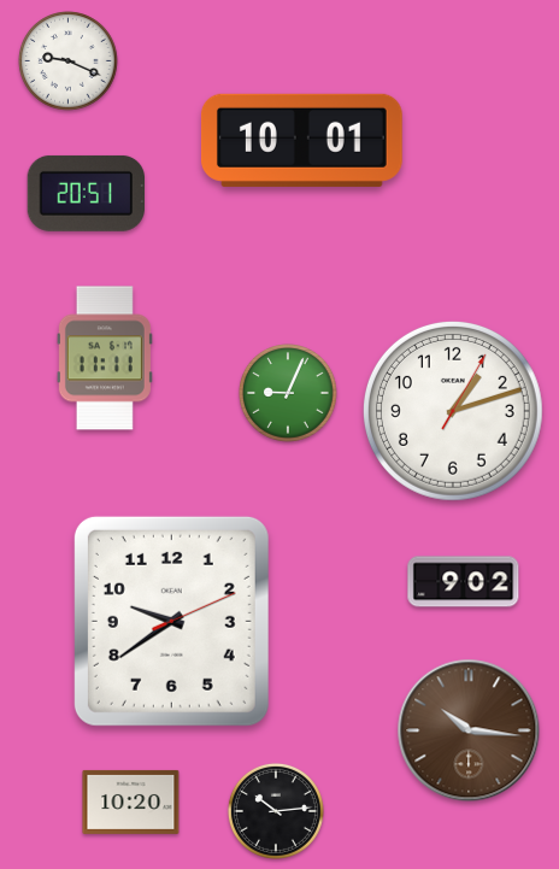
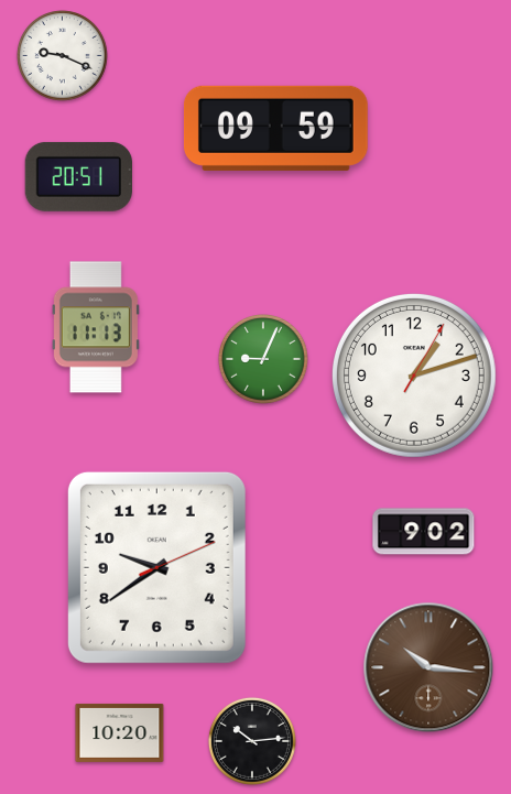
clock at (301, 140): 10:01 -> 09:59
clock at (105, 358): 11:11 -> 11:13
